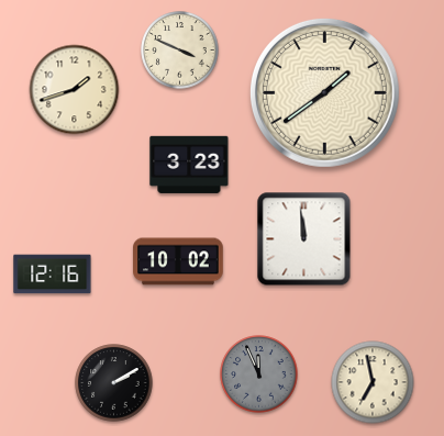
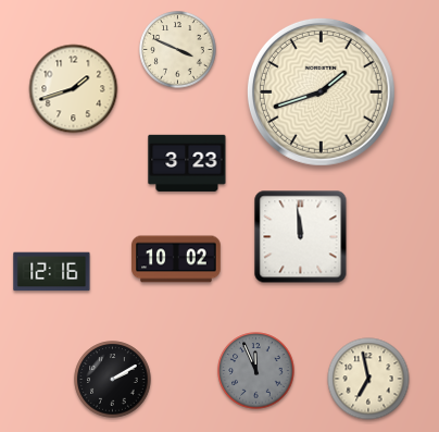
clock at (324, 92): 1:39 -> 1:42
